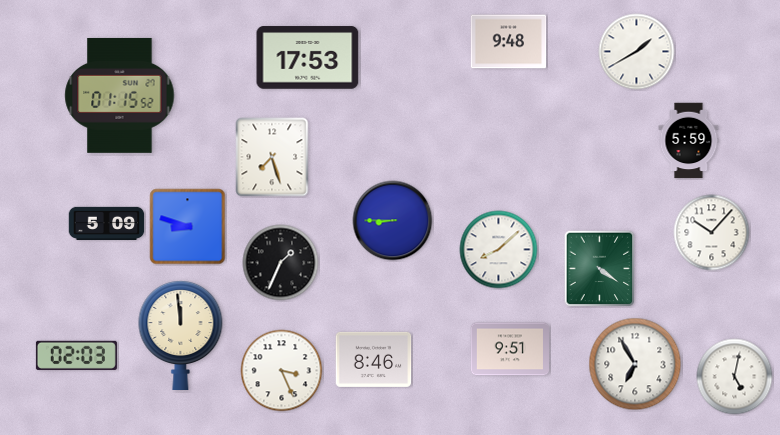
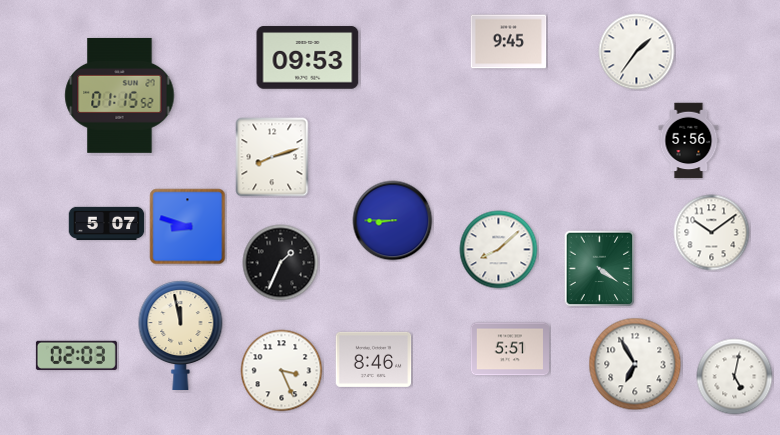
clock at (509, 42): 9:48 -> 9:45
clock at (637, 52): 1:40 -> 1:36
clock at (308, 58): 17:53 -> 09:53
clock at (689, 141): 5:59 -> 5:56
clock at (272, 157): 7:27 -> 8:12
clock at (107, 223): 5:09 -> 5:07
clock at (712, 233): 10:07 -> 10:09
clock at (181, 334): 11:59 -> 11:58
clock at (510, 349): 9:51 -> 5:51
